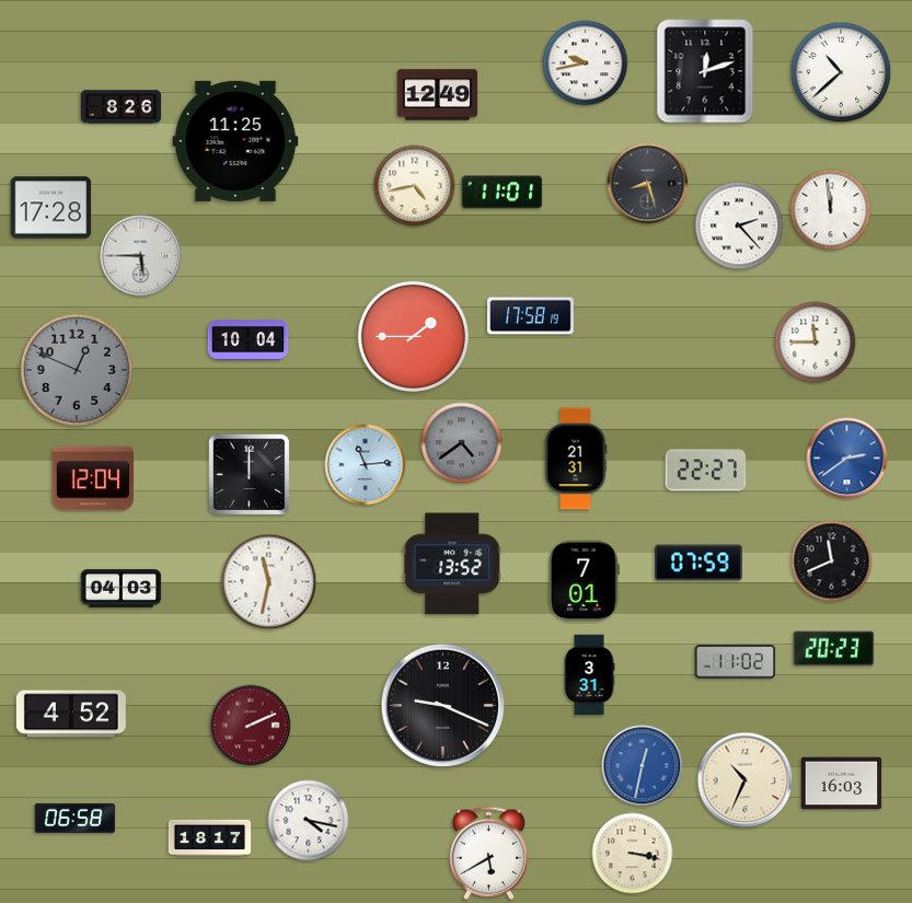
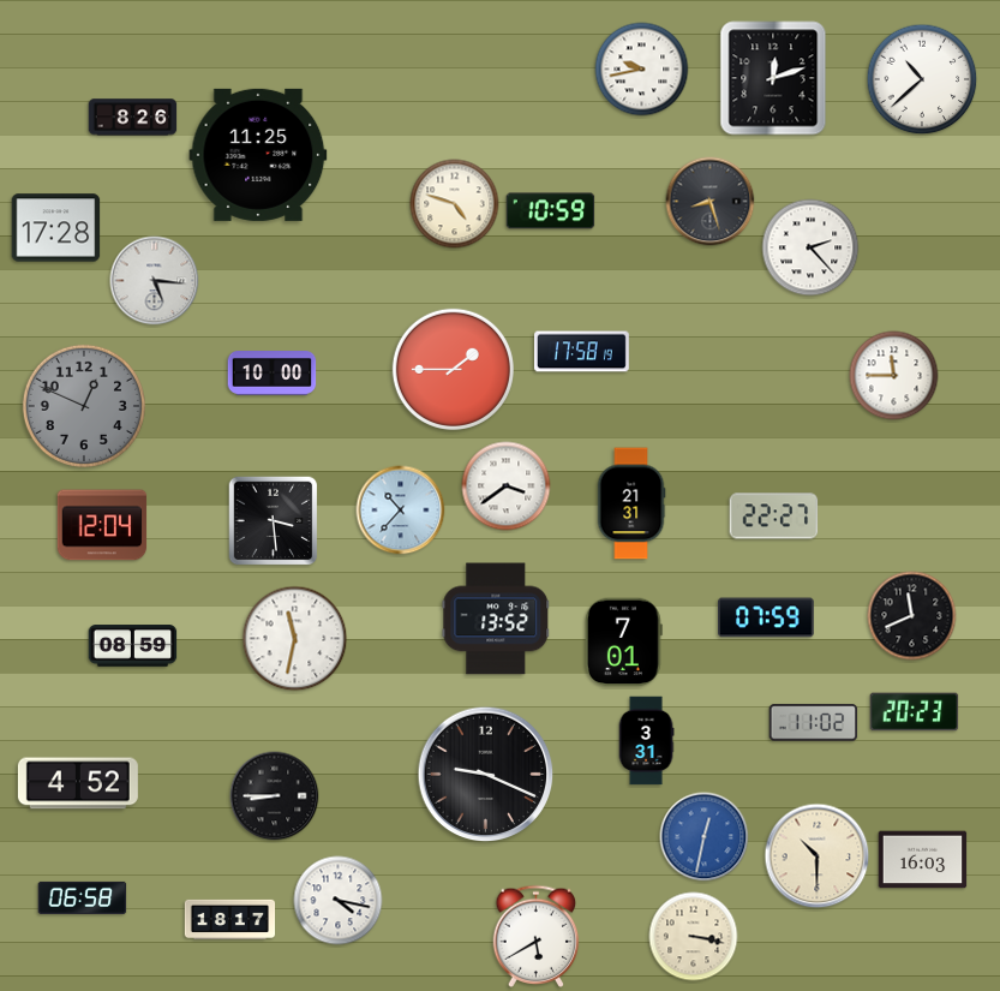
clock at (438, 95): 12:49 -> none
clock at (415, 186): 4:43 -> 4:48
clock at (503, 193): 11:01 -> 10:59
clock at (831, 210): 11:59 -> none
clock at (141, 256): 5:45 -> 5:16
clock at (531, 316) position: (531, 316) -> (582, 352)
clock at (249, 340): 10:04 -> 10:00
clock at (462, 443): 4:39 -> 3:39
clock at (462, 443) dial: grey -> white
clock at (847, 459): 2:39 -> none
clock at (366, 465): 11:14 -> 10:37
clock at (250, 475): 12:00 -> 3:29
clock at (584, 581) position: (584, 581) -> (623, 643)
clock at (122, 589): 04:03 -> 08:59
clock at (736, 662) position: (736, 662) -> (814, 723)
clock at (251, 726): 2:11 -> 8:45
clock at (251, 726) dial: burgundy -> black
clock at (643, 766) position: (643, 766) -> (705, 837)
clock at (746, 780): 10:34 -> 10:30
